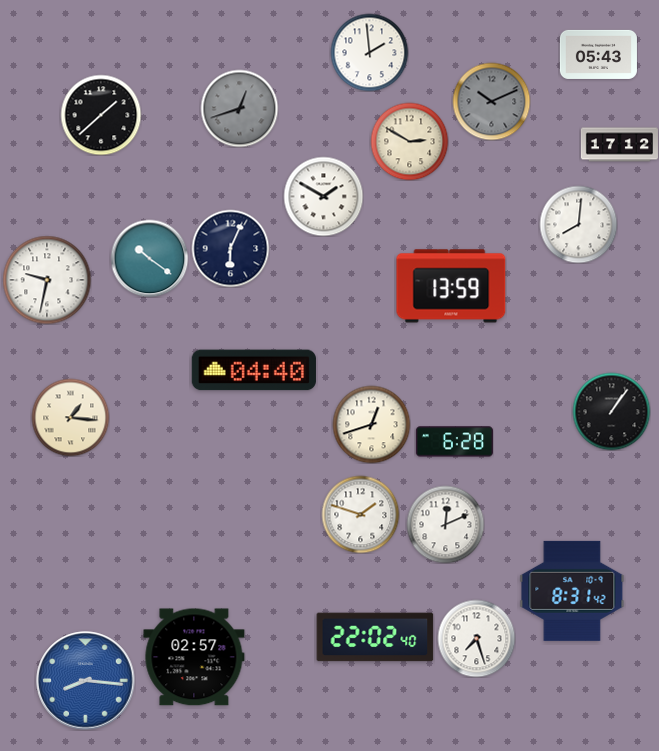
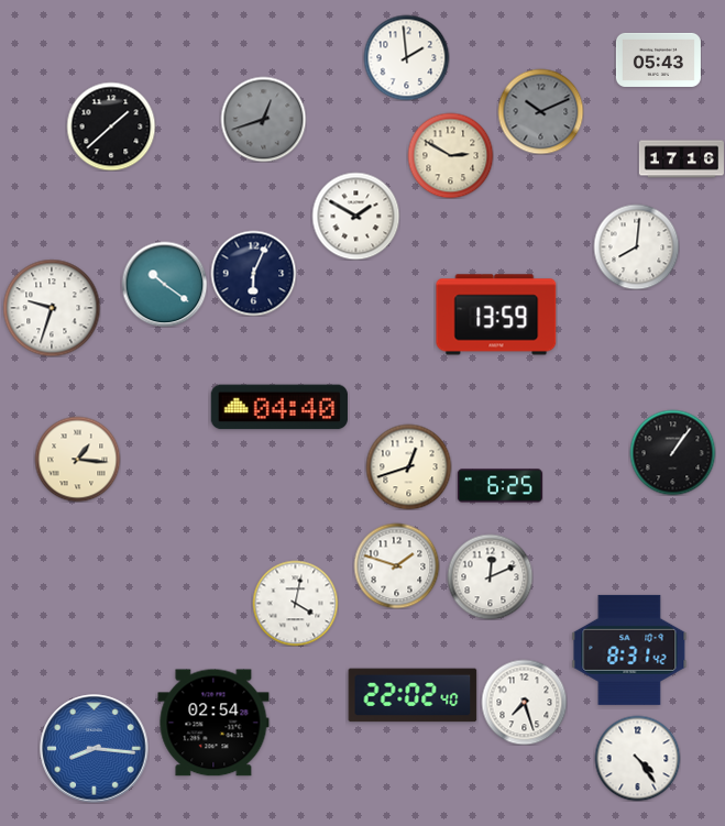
clock at (619, 145): 17:12 -> 17:16
clock at (47, 280): 9:32 -> 9:33
clock at (454, 442): 6:28 -> 6:25
clock at (295, 603): none -> 4:02
clock at (375, 637) position: (375, 637) -> (413, 695)
clock at (194, 657): 02:57 -> 02:54
clock at (637, 758): none -> 4:24
